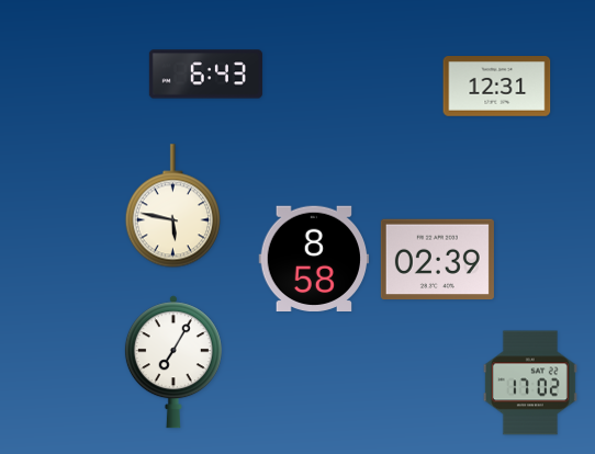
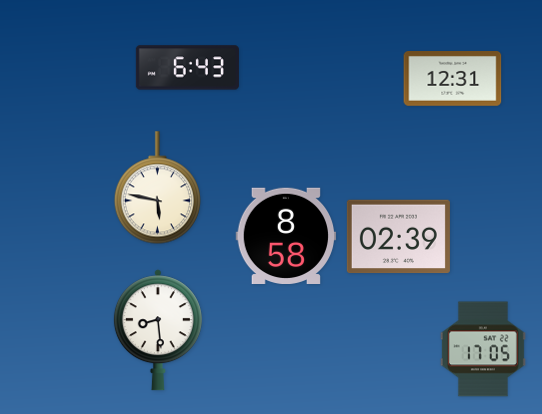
clock at (173, 362): 7:05 -> 8:29
clock at (530, 383): 17:02 -> 17:05
